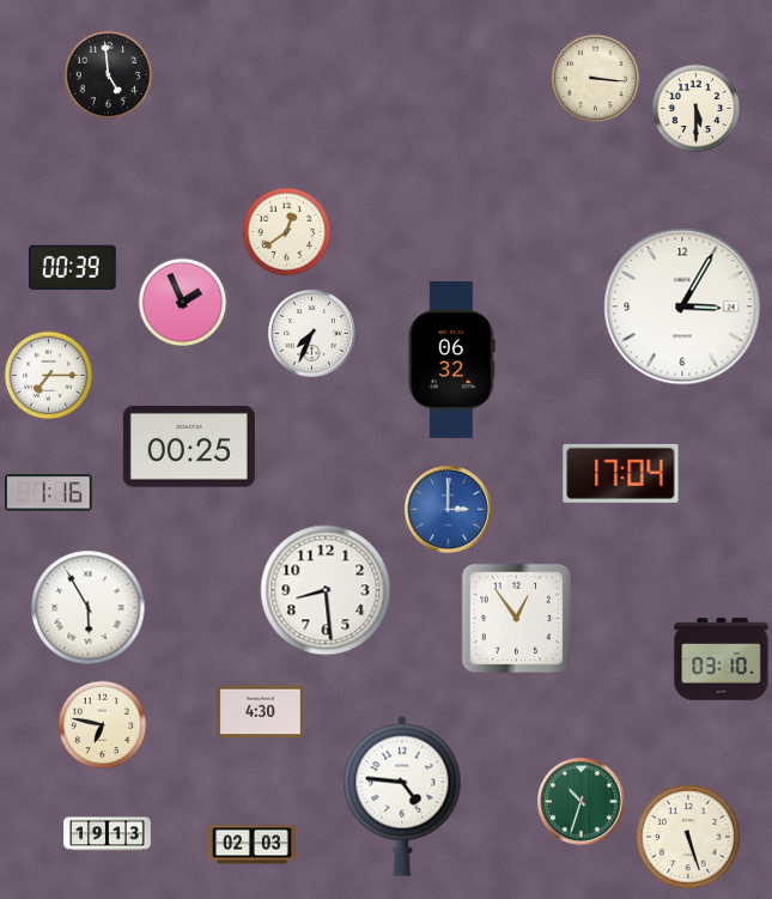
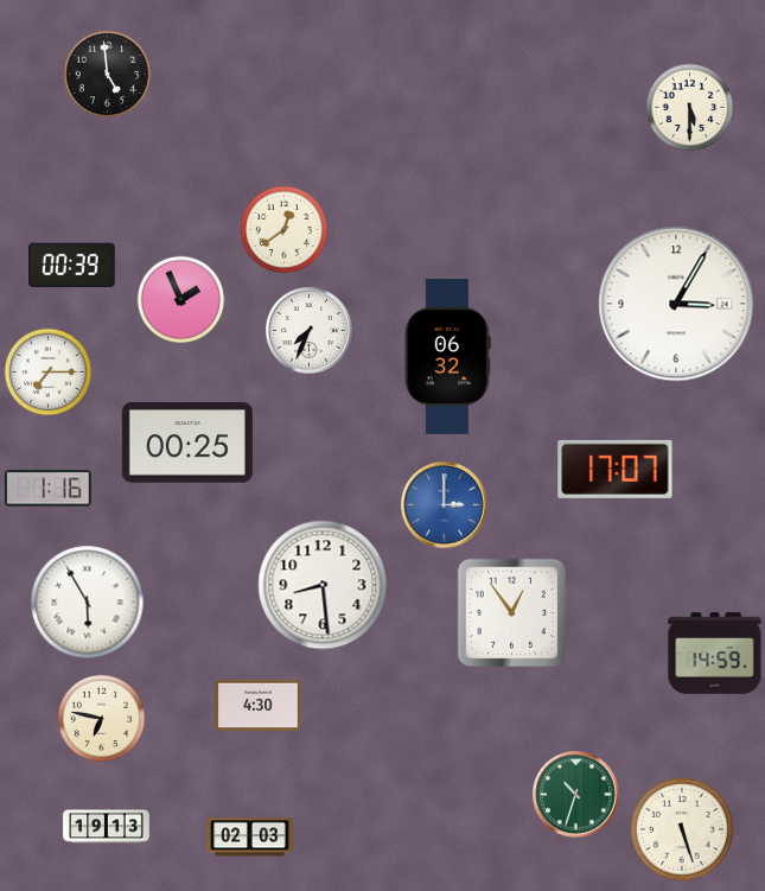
clock at (596, 79): 3:16 -> none
clock at (621, 473): 17:04 -> 17:07
clock at (722, 660): 03:10 -> 14:59
clock at (402, 796): 4:46 -> none
